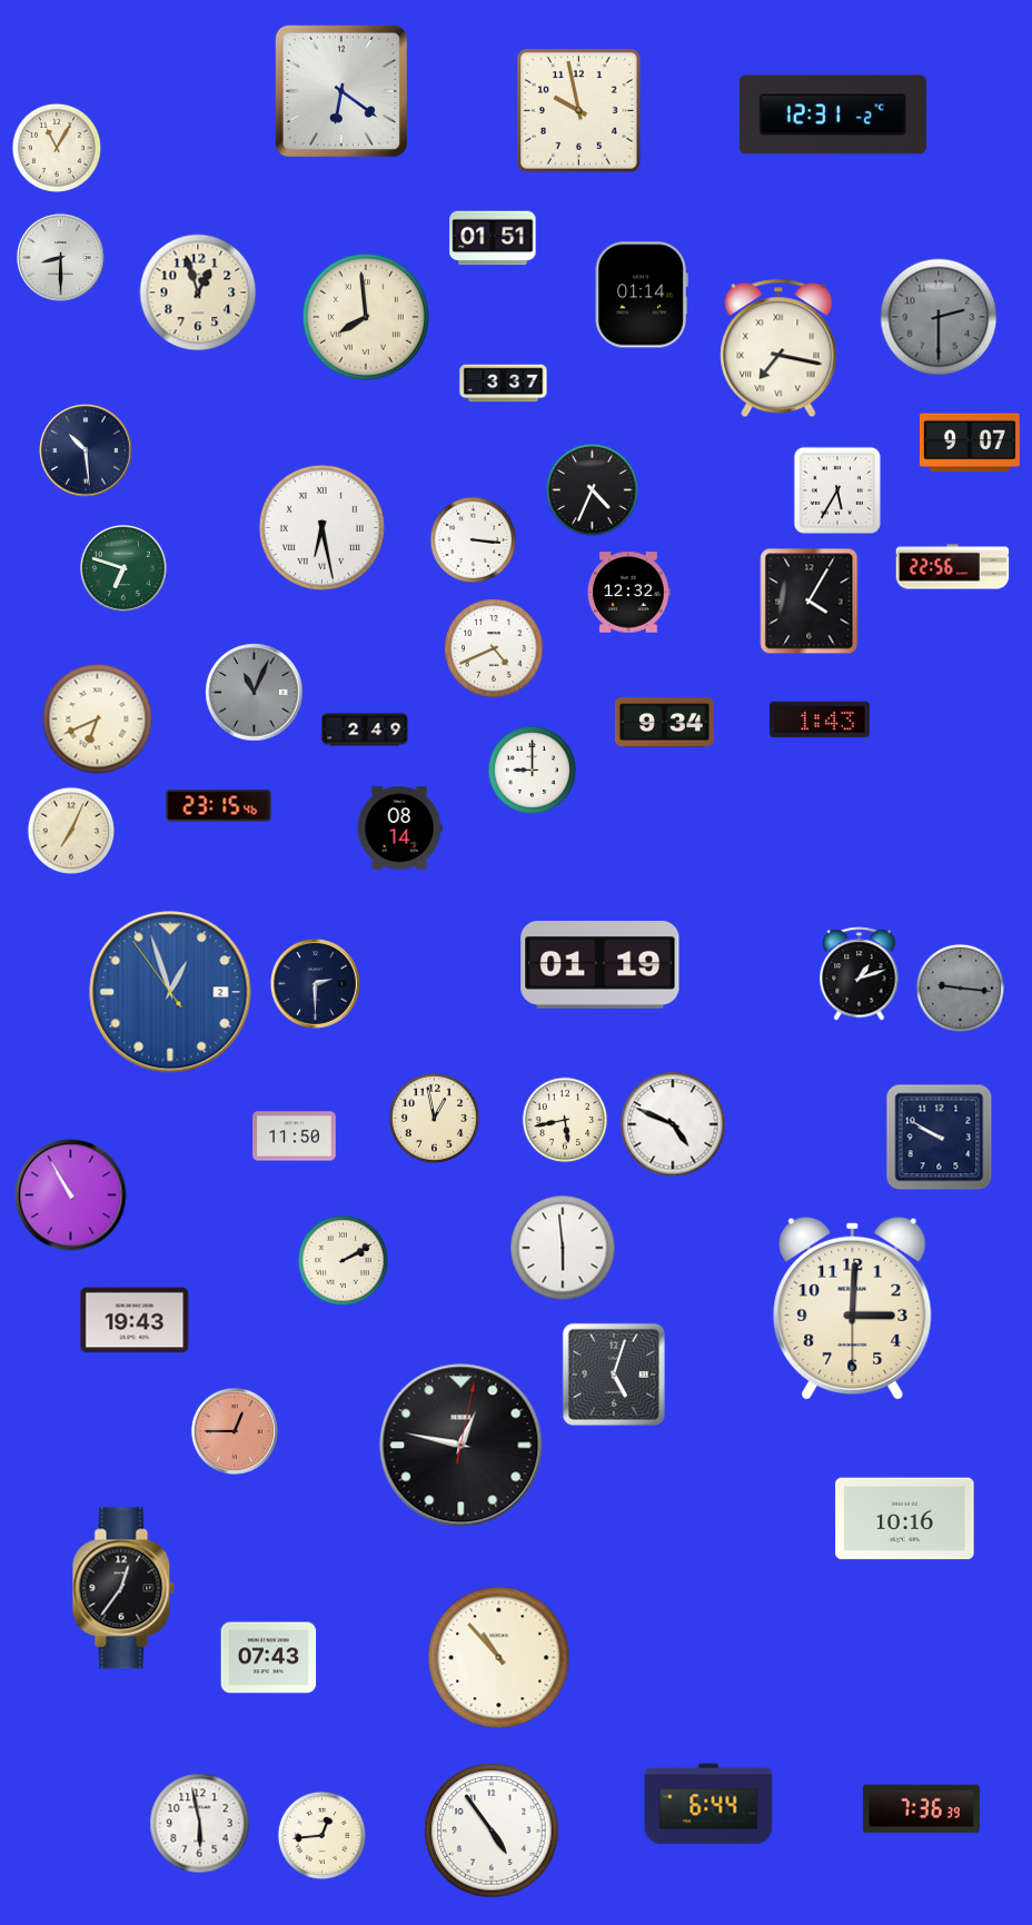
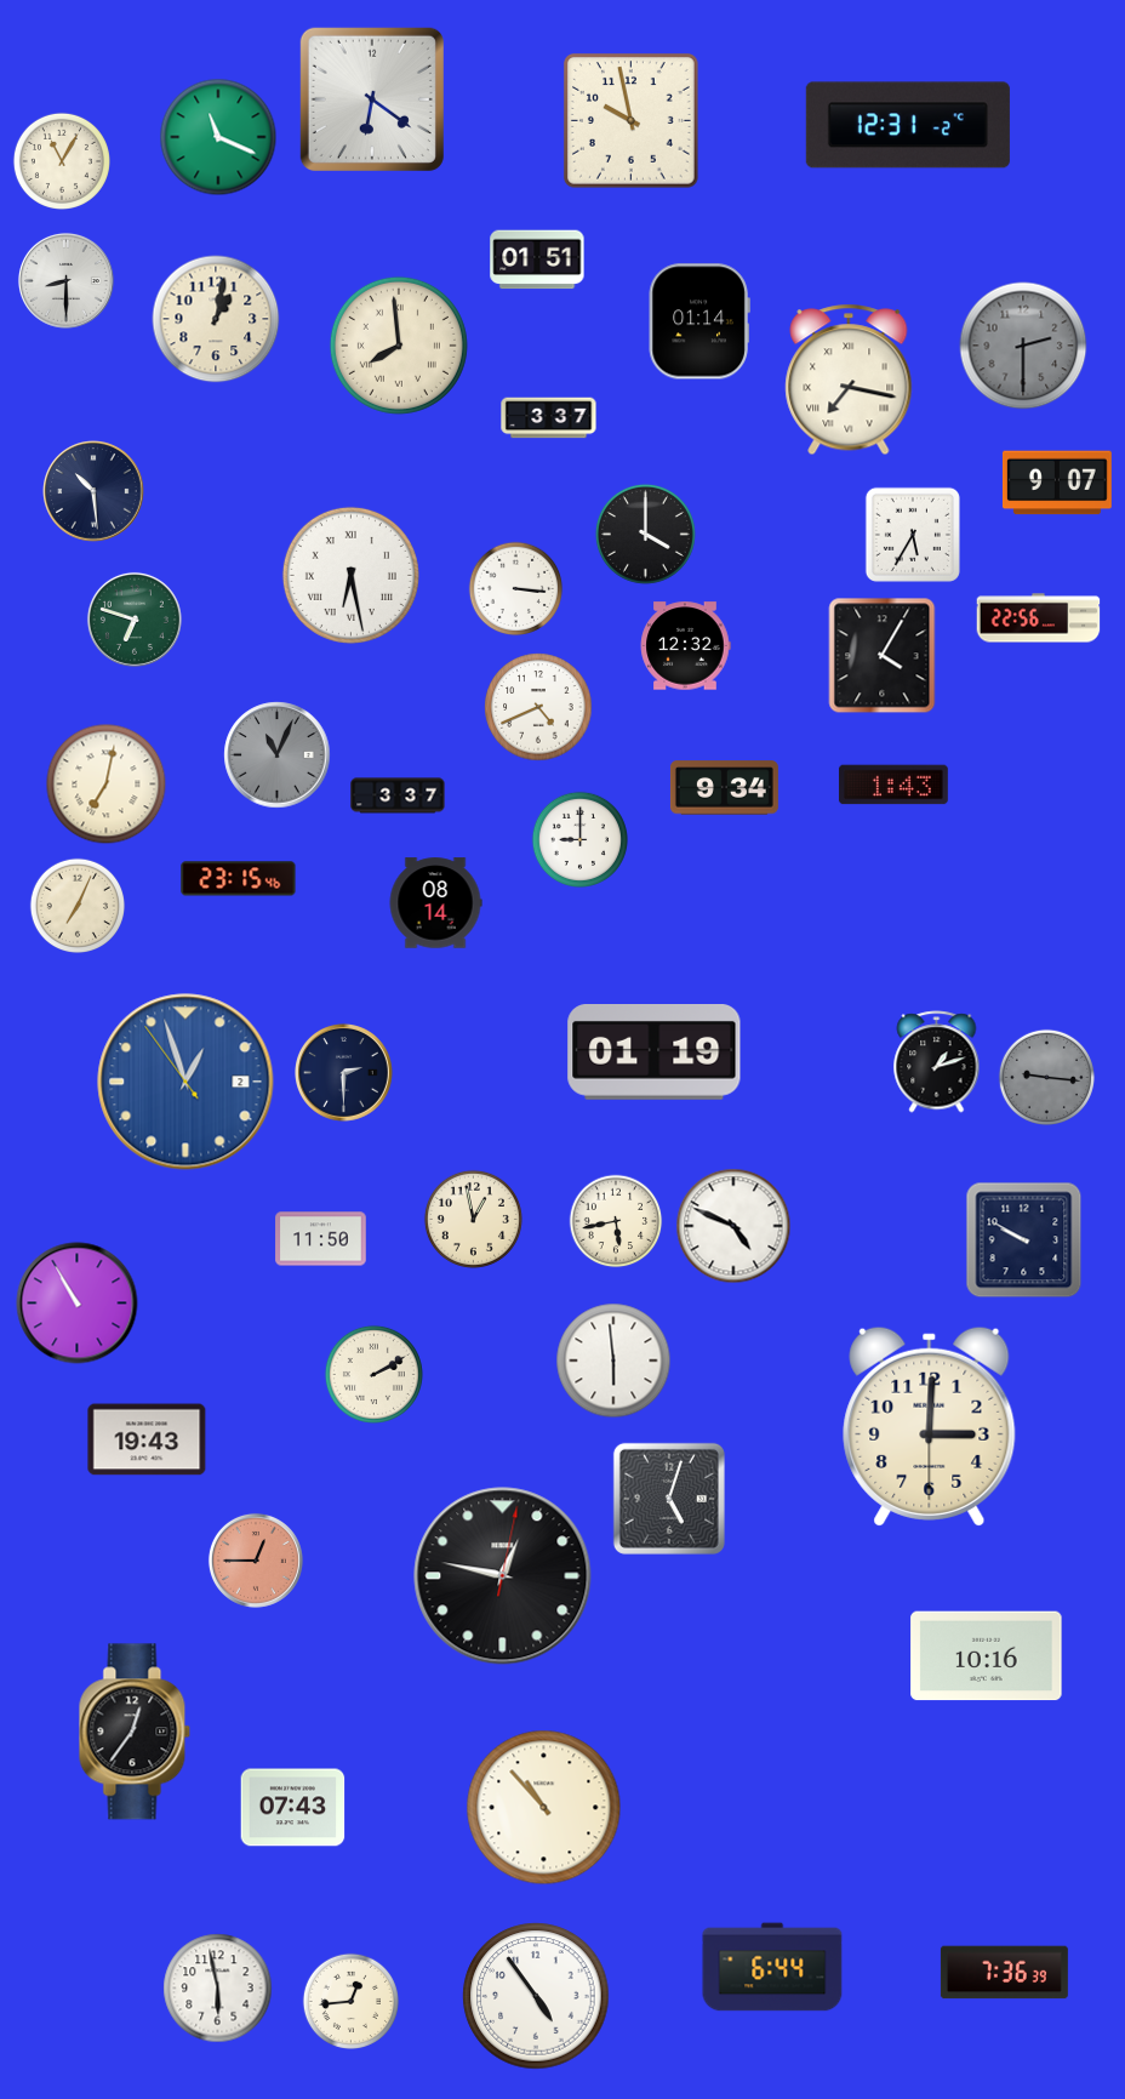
clock at (218, 137): none -> 11:19
clock at (198, 292): 12:57 -> 1:02
clock at (592, 489): 4:34 -> 4:00
clock at (98, 720): 6:41 -> 7:02
clock at (365, 730): 2:49 -> 3:37
